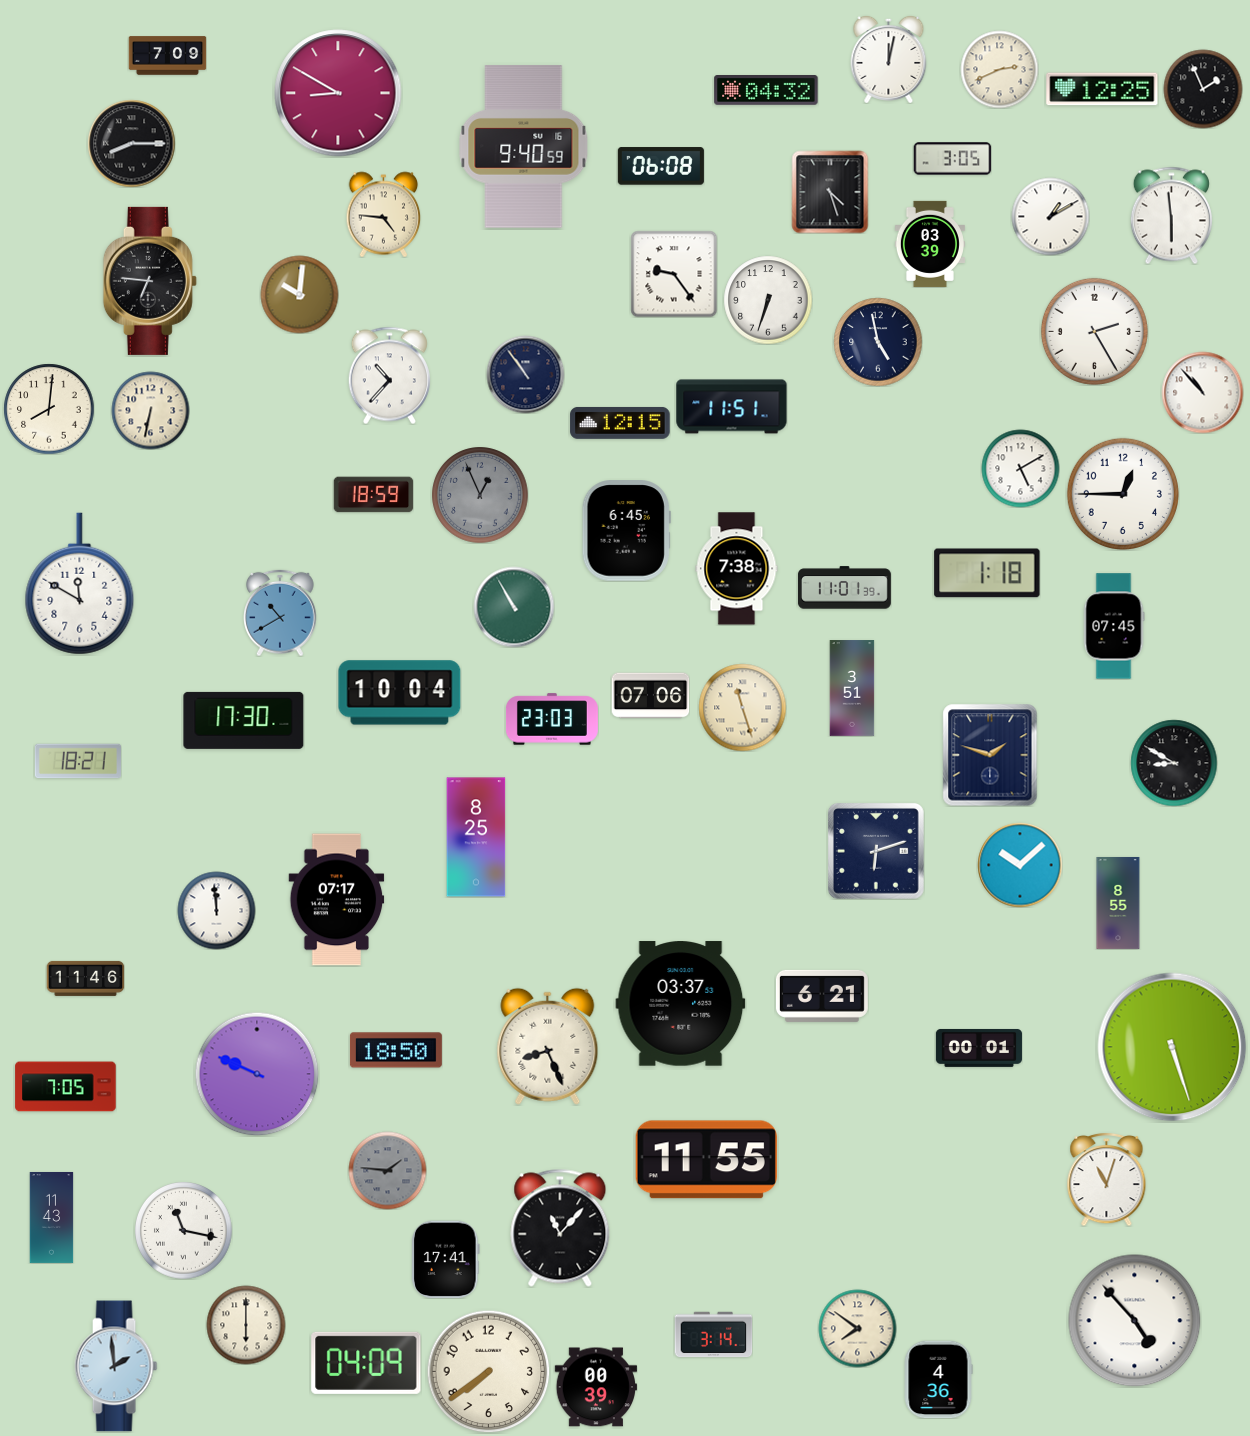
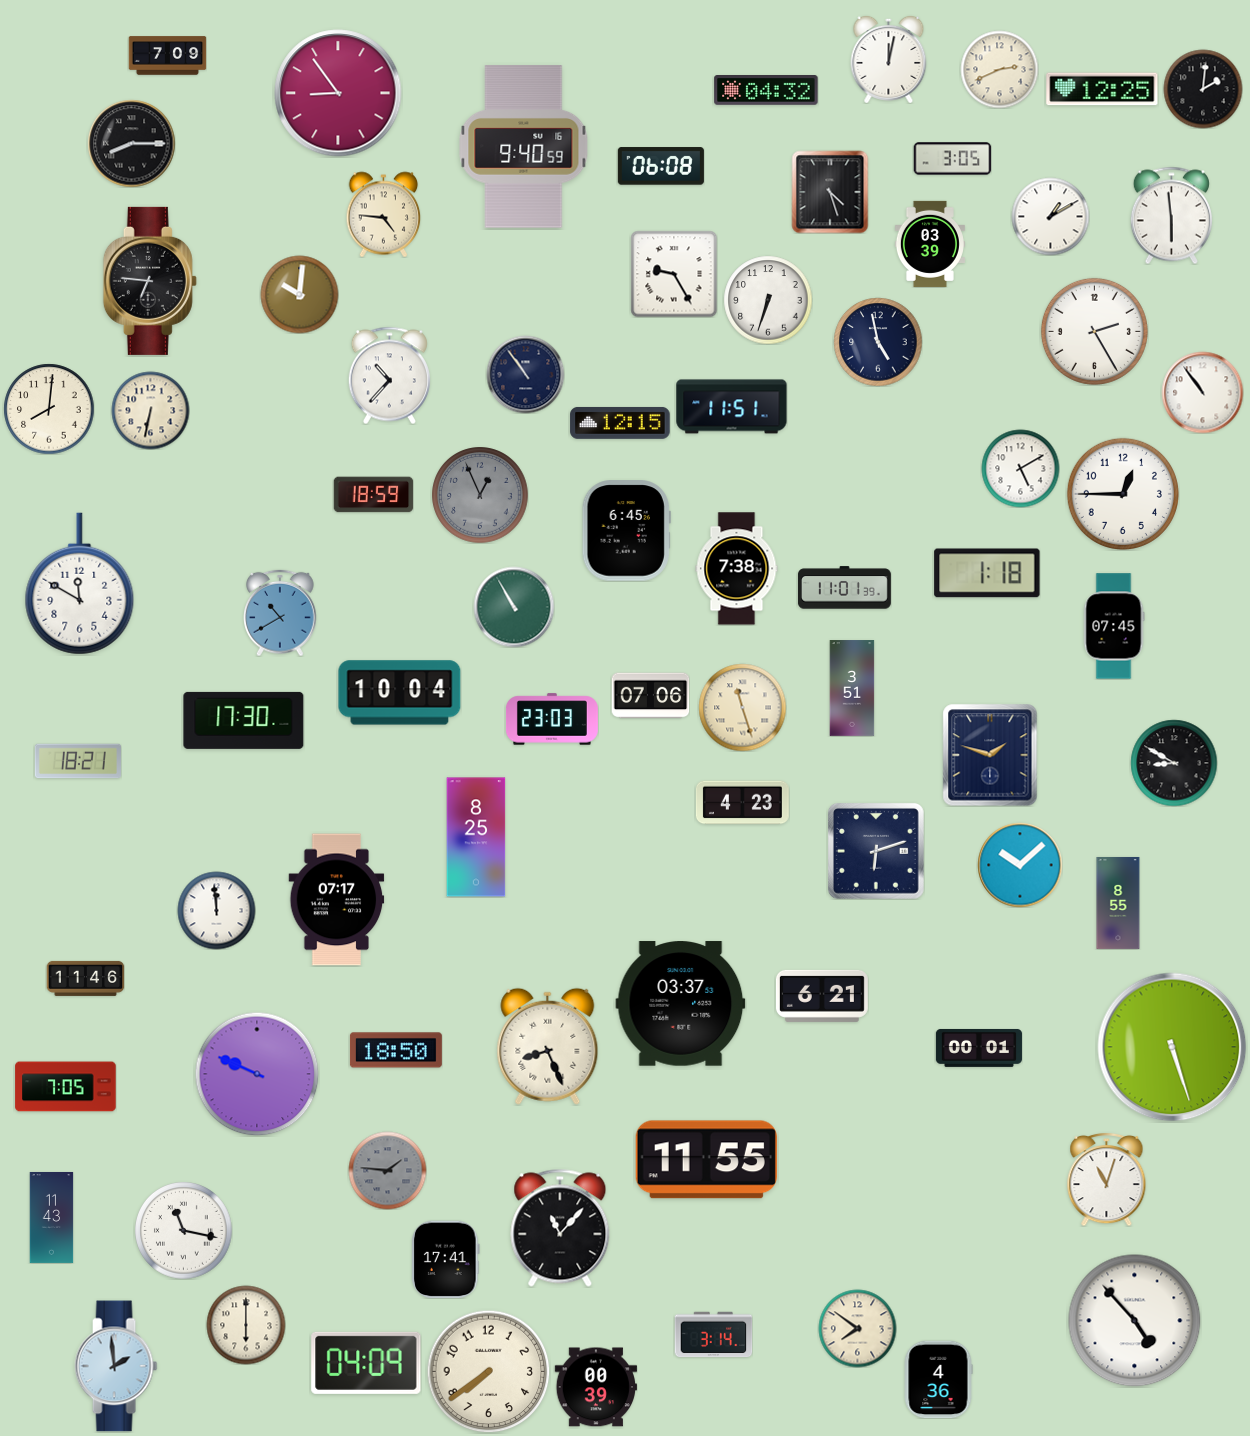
clock at (1203, 89): 1:56 -> 2:01
clock at (338, 93): 8:50 -> 8:54
clock at (674, 274): 9:24 -> 9:25
clock at (1202, 392): 10:53 -> 10:54
clock at (742, 803): none -> 4:23
